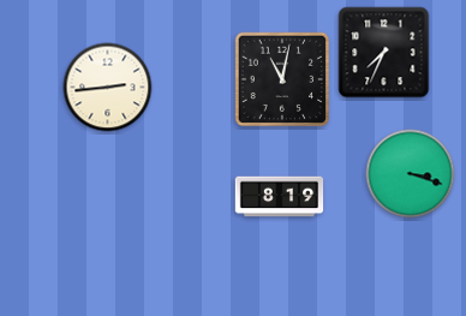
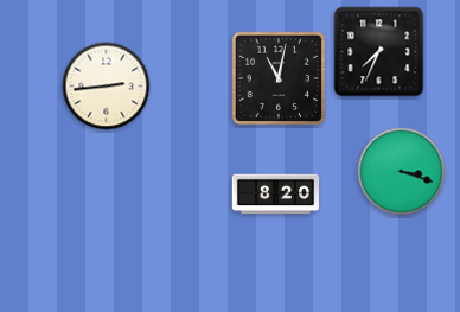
clock at (411, 174) position: (411, 174) -> (402, 172)
clock at (280, 197): 8:19 -> 8:20
